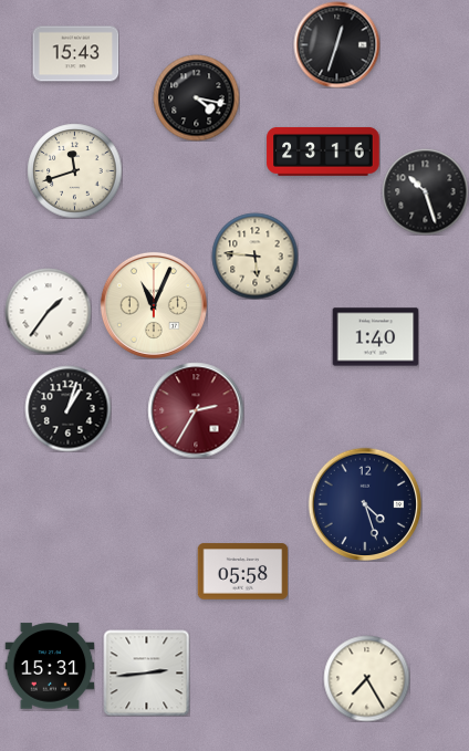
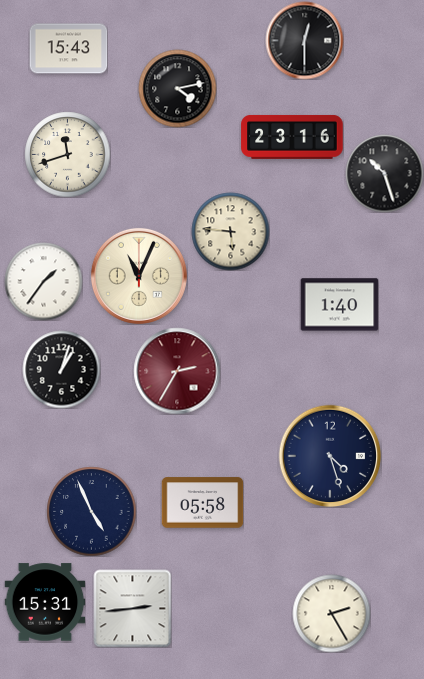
clock at (336, 44): 12:33 -> 12:30
clock at (196, 97): 4:17 -> 4:13
clock at (91, 511): none -> 4:56
clock at (242, 572) position: (242, 572) -> (202, 503)
clock at (366, 678): 7:25 -> 2:25
